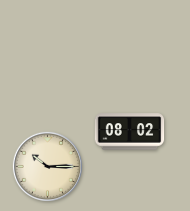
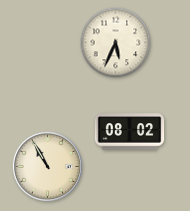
clock at (116, 43): none -> 5:34
clock at (47, 166): 10:15 -> 10:55
